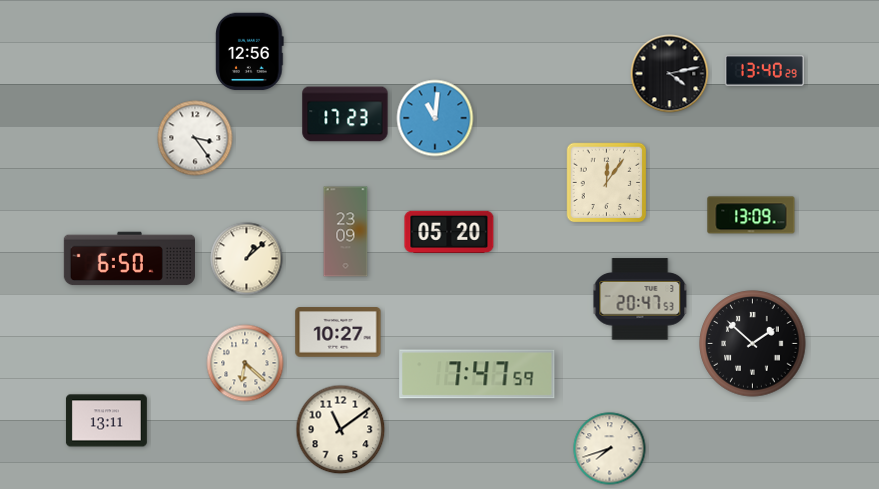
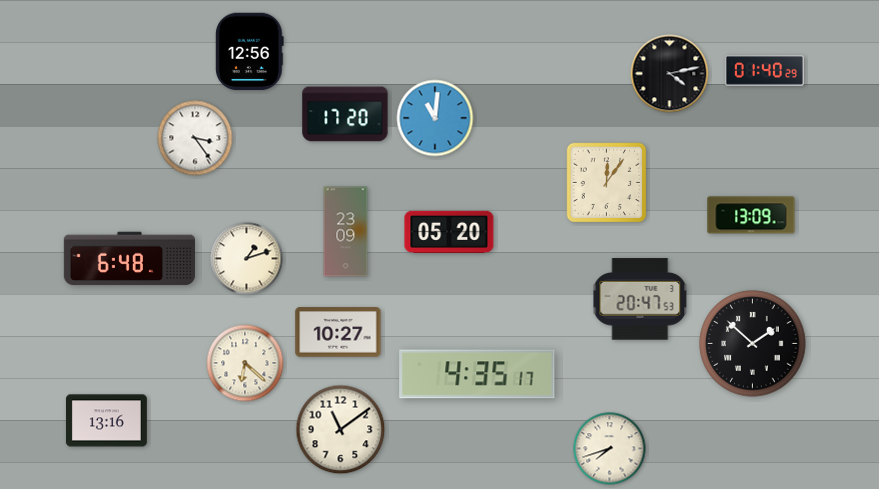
clock at (764, 71): 13:40 -> 01:40
clock at (345, 114): 17:23 -> 17:20
clock at (129, 259): 6:50 -> 6:48
clock at (247, 259): 1:08 -> 1:12
clock at (477, 374): 7:47 -> 4:35
clock at (106, 421): 13:11 -> 13:16
